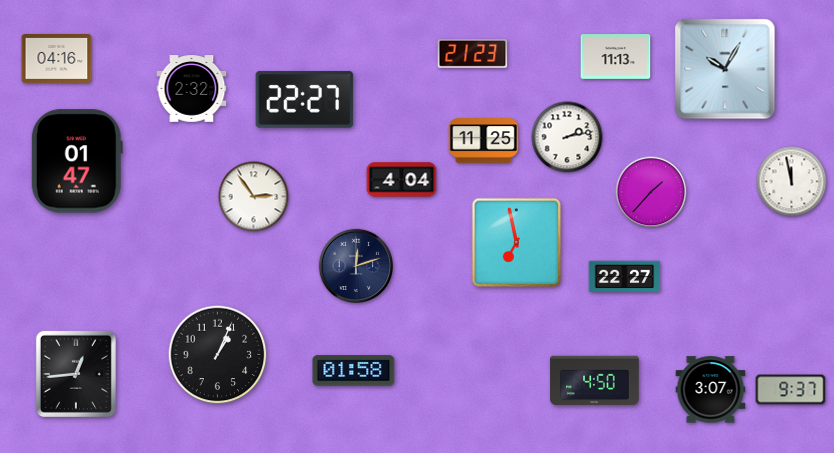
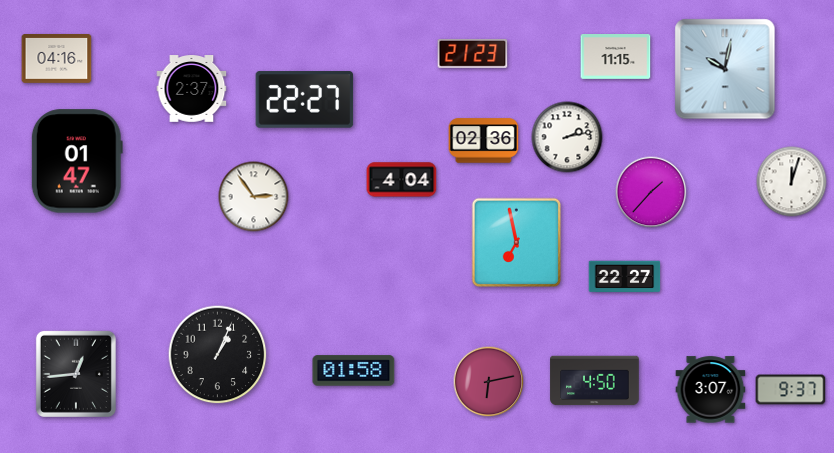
clock at (616, 57): 11:13 -> 11:15
clock at (725, 69): 10:05 -> 10:02
clock at (192, 89): 2:32 -> 2:37
clock at (484, 141): 11:25 -> 02:36
clock at (792, 182): 11:58 -> 12:03
clock at (355, 265): 12:12 -> none
clock at (489, 382): none -> 6:13
